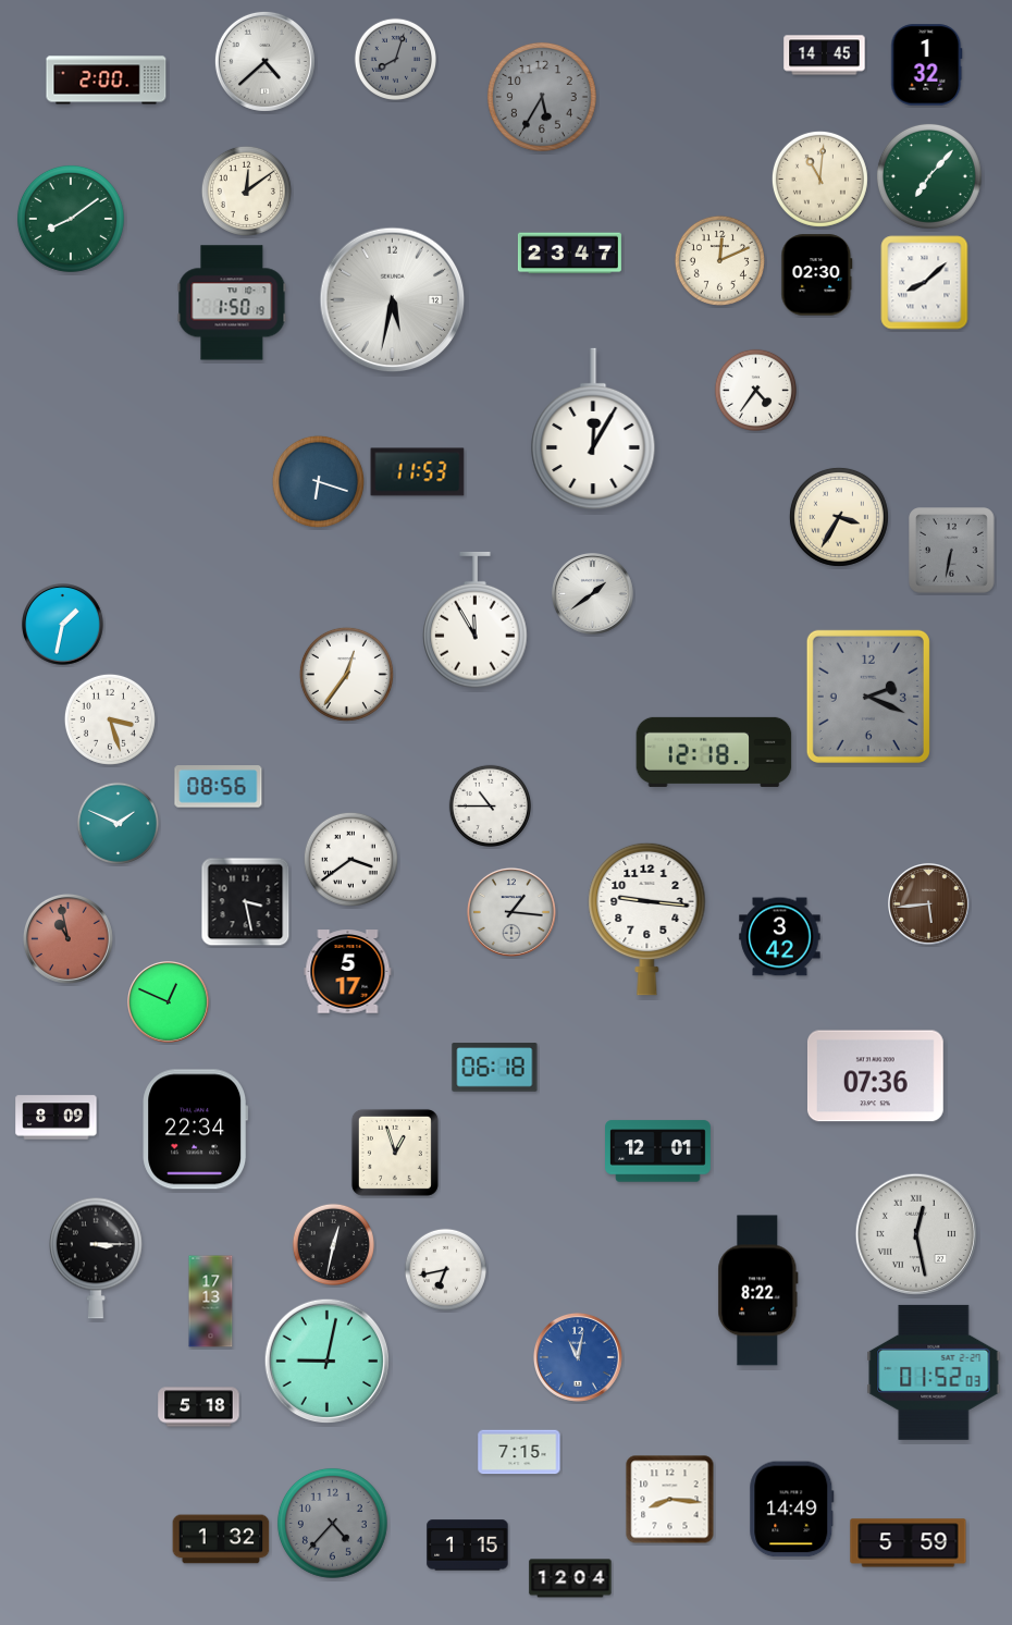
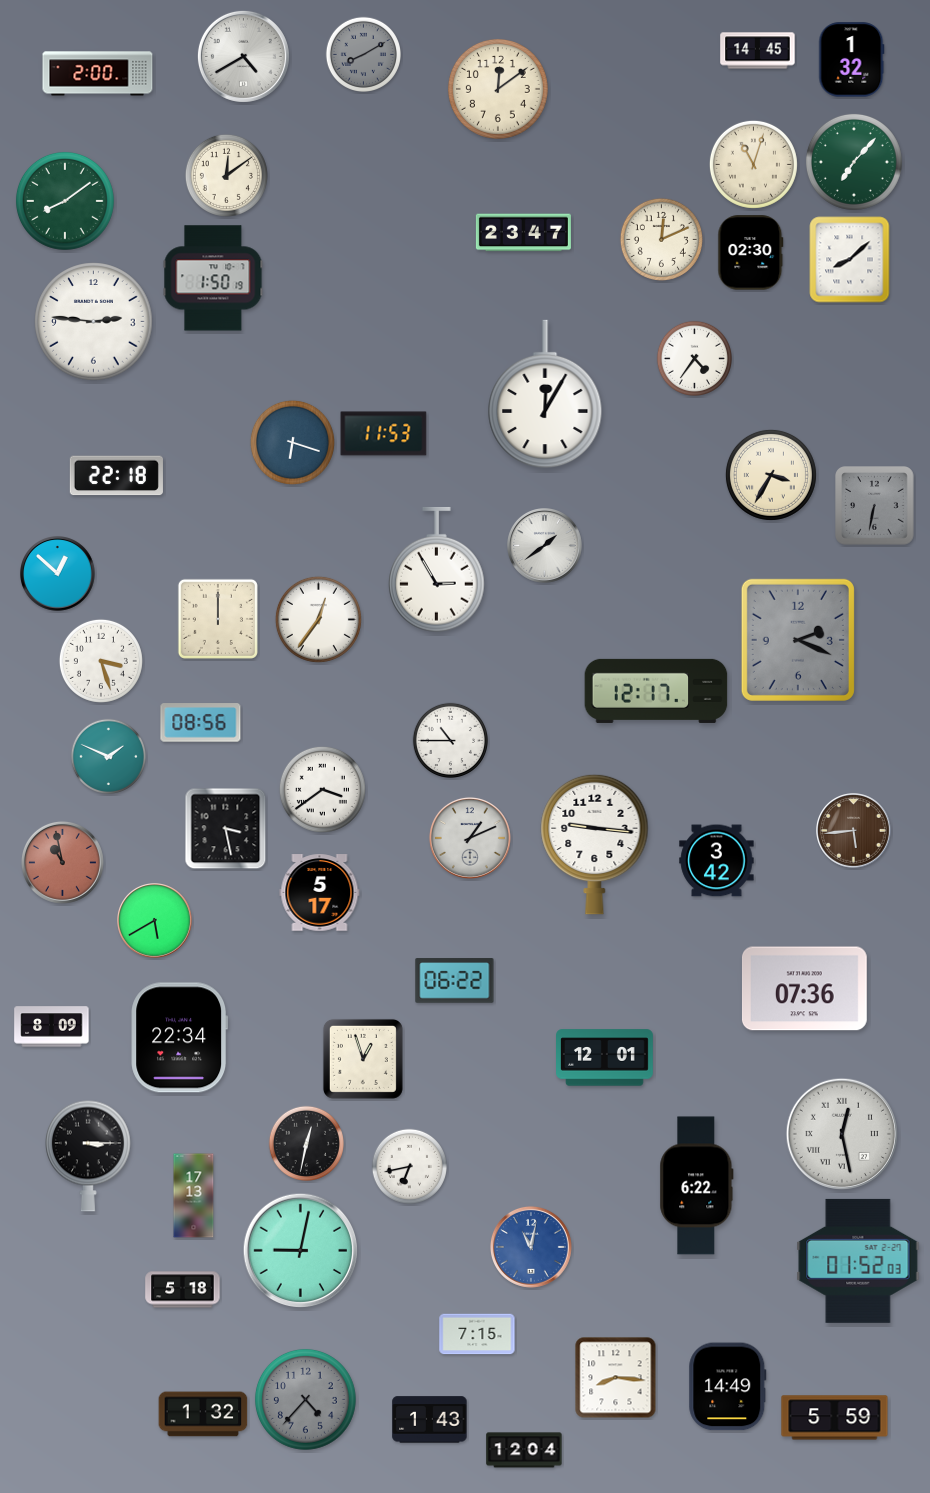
clock at (395, 59): 8:03 -> 8:10
clock at (264, 61): 4:38 -> 4:40
clock at (542, 97): 5:35 -> 12:09
clock at (542, 97) dial: grey -> cream
clock at (819, 178): 11:01 -> 11:03
clock at (393, 300): 5:32 -> none
clock at (94, 322): none -> 2:46
clock at (116, 476): none -> 22:18
clock at (476, 620): 11:55 -> 2:55
clock at (63, 625): 1:32 -> 12:52
clock at (218, 619): none -> 12:00
clock at (714, 752): 12:18 -> 12:17
clock at (511, 912): 1:16 -> 1:11
clock at (169, 1002): 12:49 -> 5:40
clock at (495, 1068): 06:18 -> 06:22
clock at (758, 1291): 8:22 -> 6:22
clock at (199, 1407) position: (199, 1407) -> (183, 1290)
clock at (468, 1546): 1:15 -> 1:43
